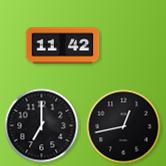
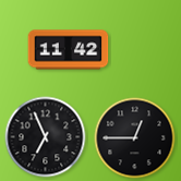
clock at (42, 126): 7:00 -> 6:56
clock at (124, 127): 12:43 -> 12:45
